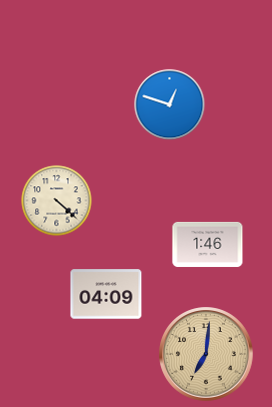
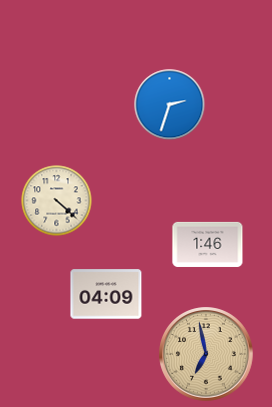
clock at (170, 105): 12:48 -> 2:33
clock at (206, 354): 7:01 -> 6:58
